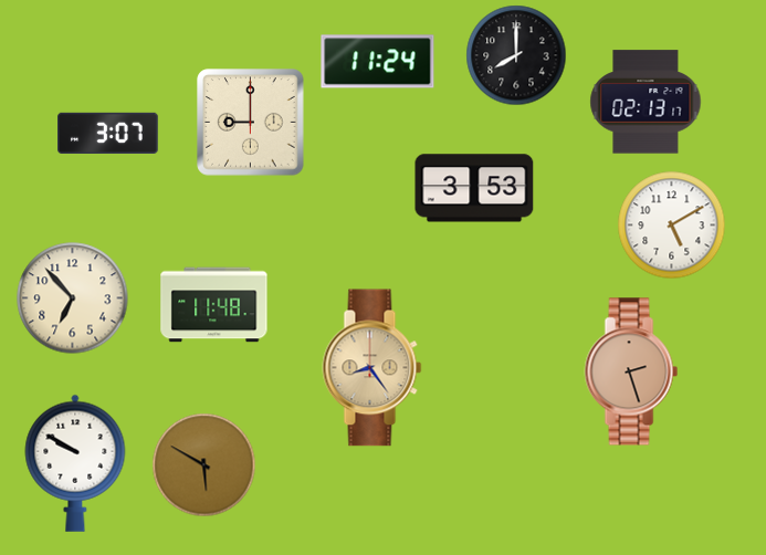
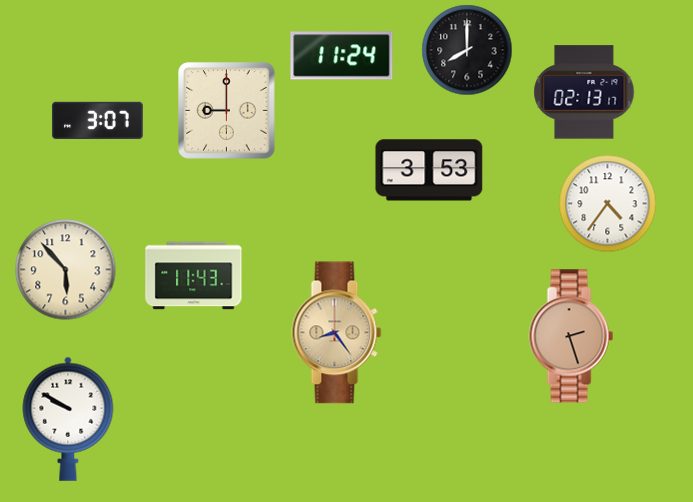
clock at (672, 226): 5:10 -> 4:36
clock at (73, 299): 6:53 -> 5:53
clock at (214, 305): 11:48 -> 11:43
clock at (204, 465): 5:50 -> none
